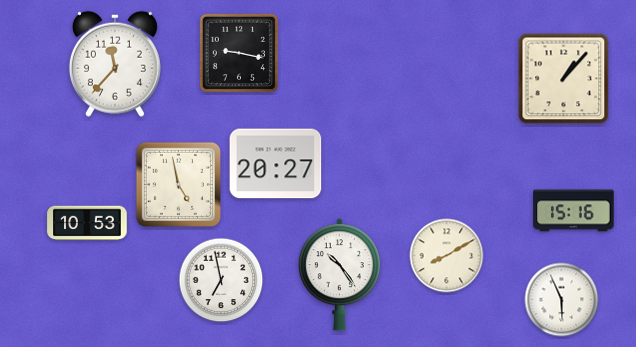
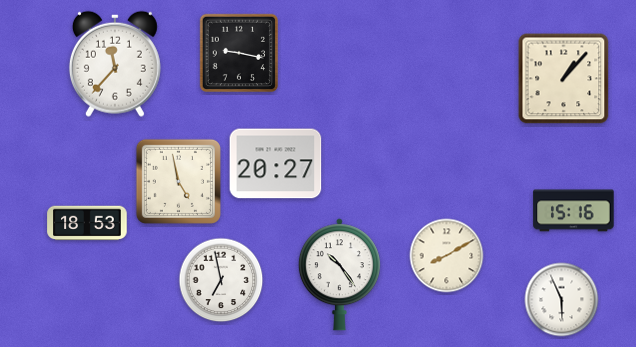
clock at (178, 184) position: (178, 184) -> (178, 181)
clock at (87, 223): 10:53 -> 18:53
